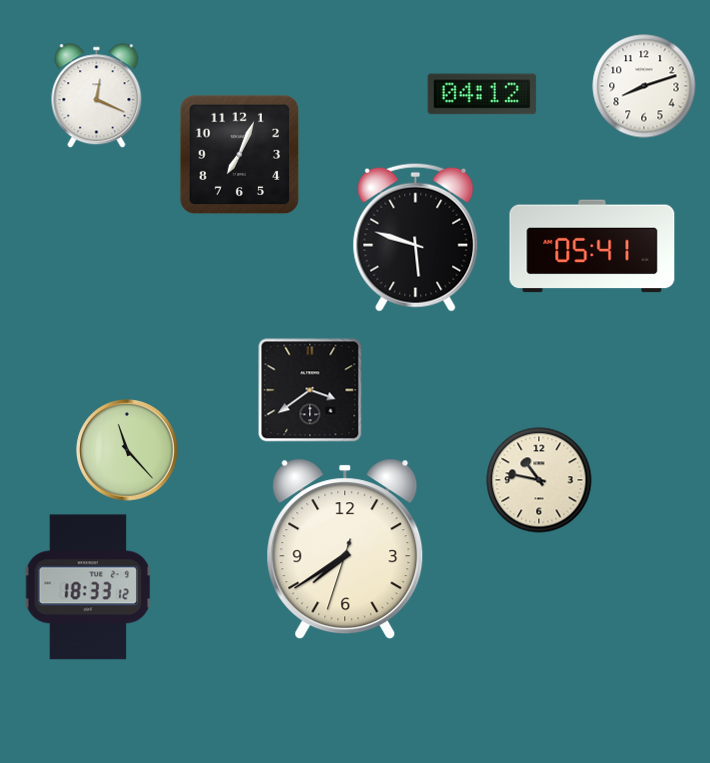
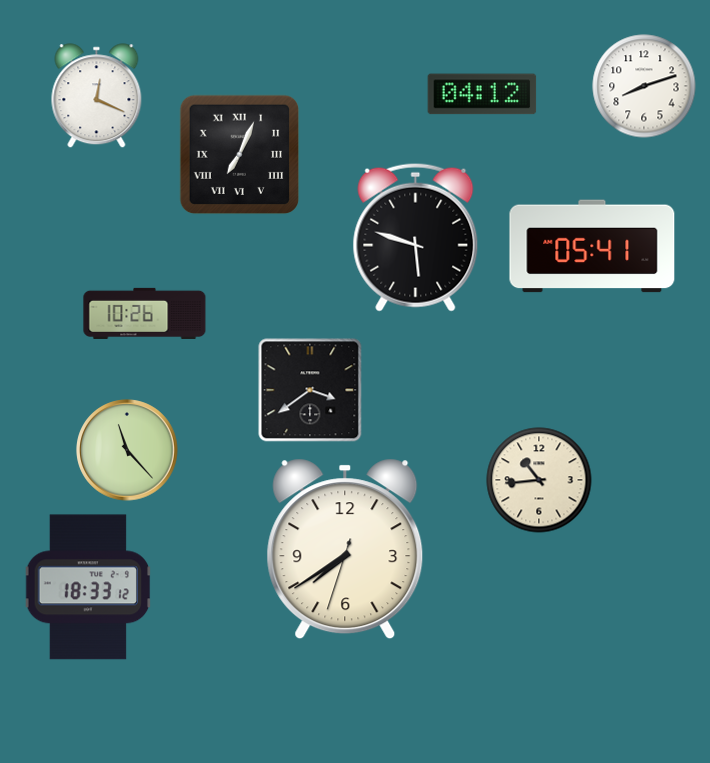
clock at (240, 155) numerals: Arabic -> Roman
clock at (145, 313): none -> 10:26
clock at (539, 480): 10:47 -> 10:44
